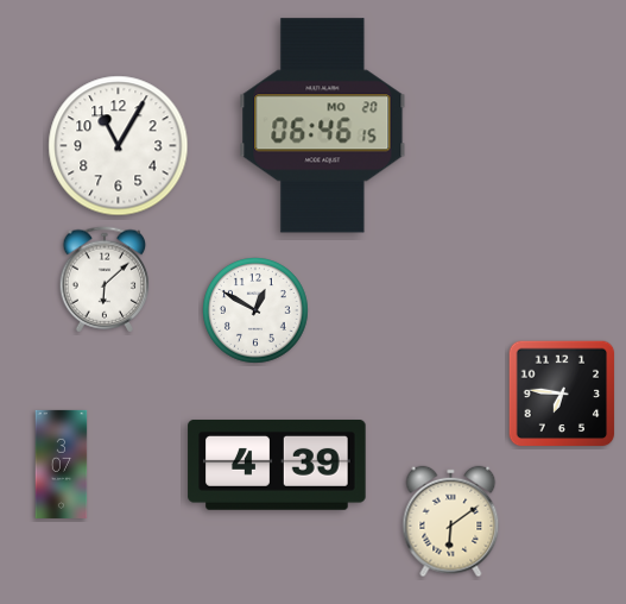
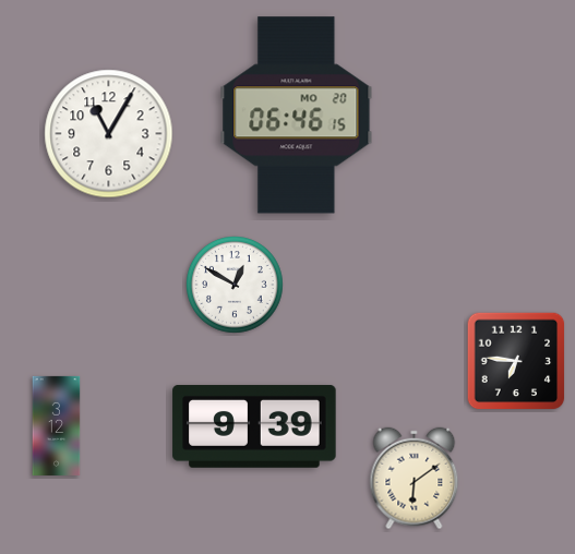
clock at (105, 279): 6:08 -> none
clock at (62, 464): 3:07 -> 3:12
clock at (277, 465): 4:39 -> 9:39
